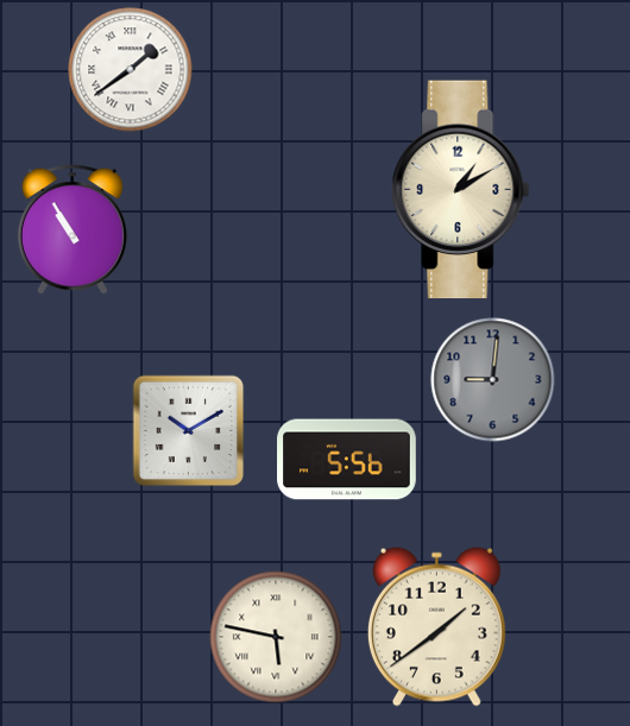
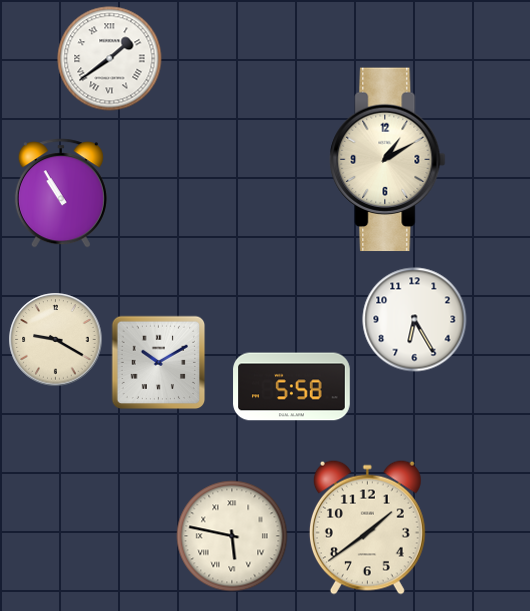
clock at (493, 380): 9:01 -> 6:25
clock at (493, 380) dial: grey -> white
clock at (56, 340): none -> 9:20
clock at (347, 460): 5:56 -> 5:58
